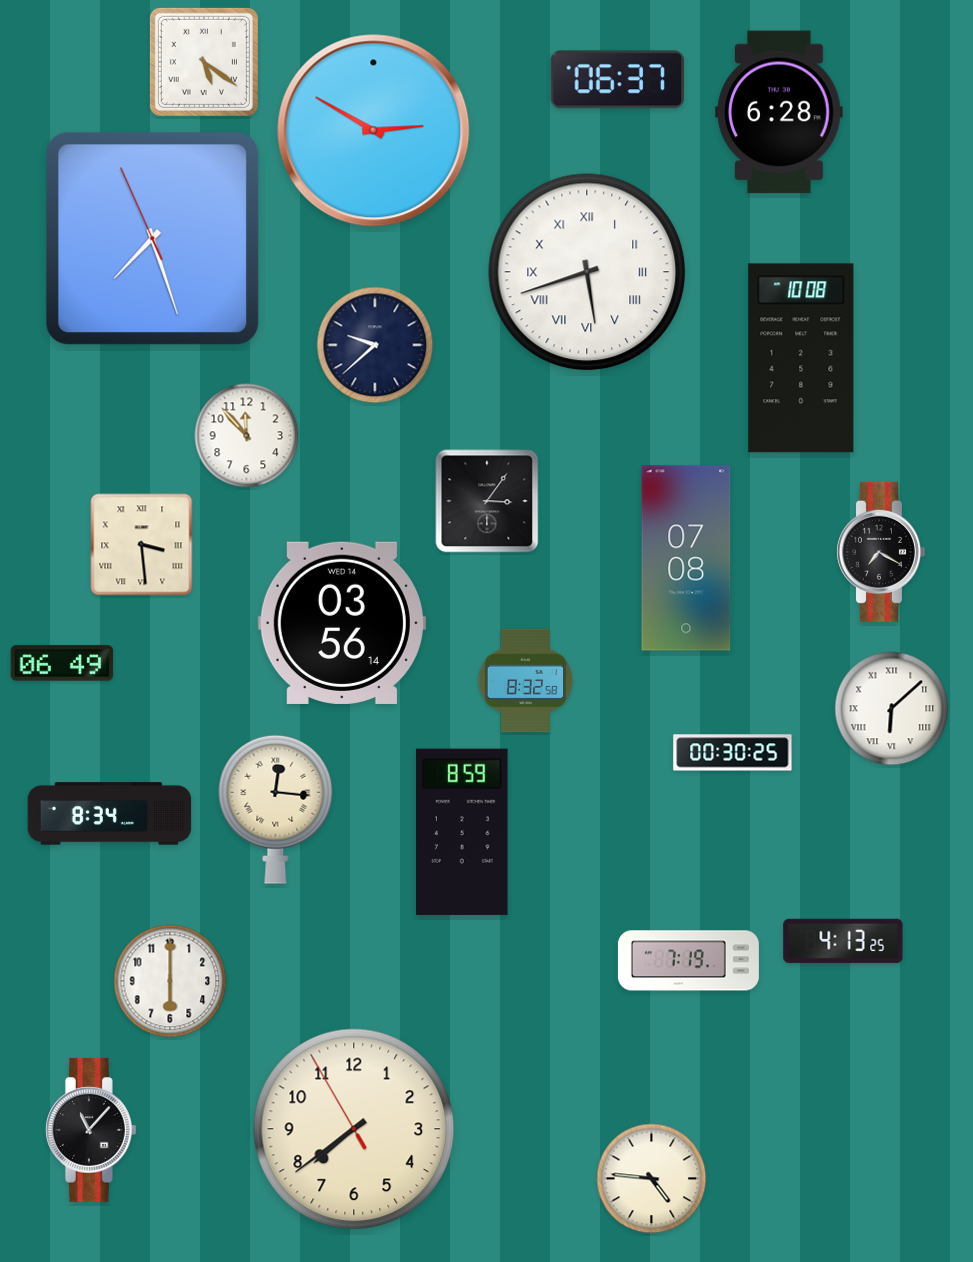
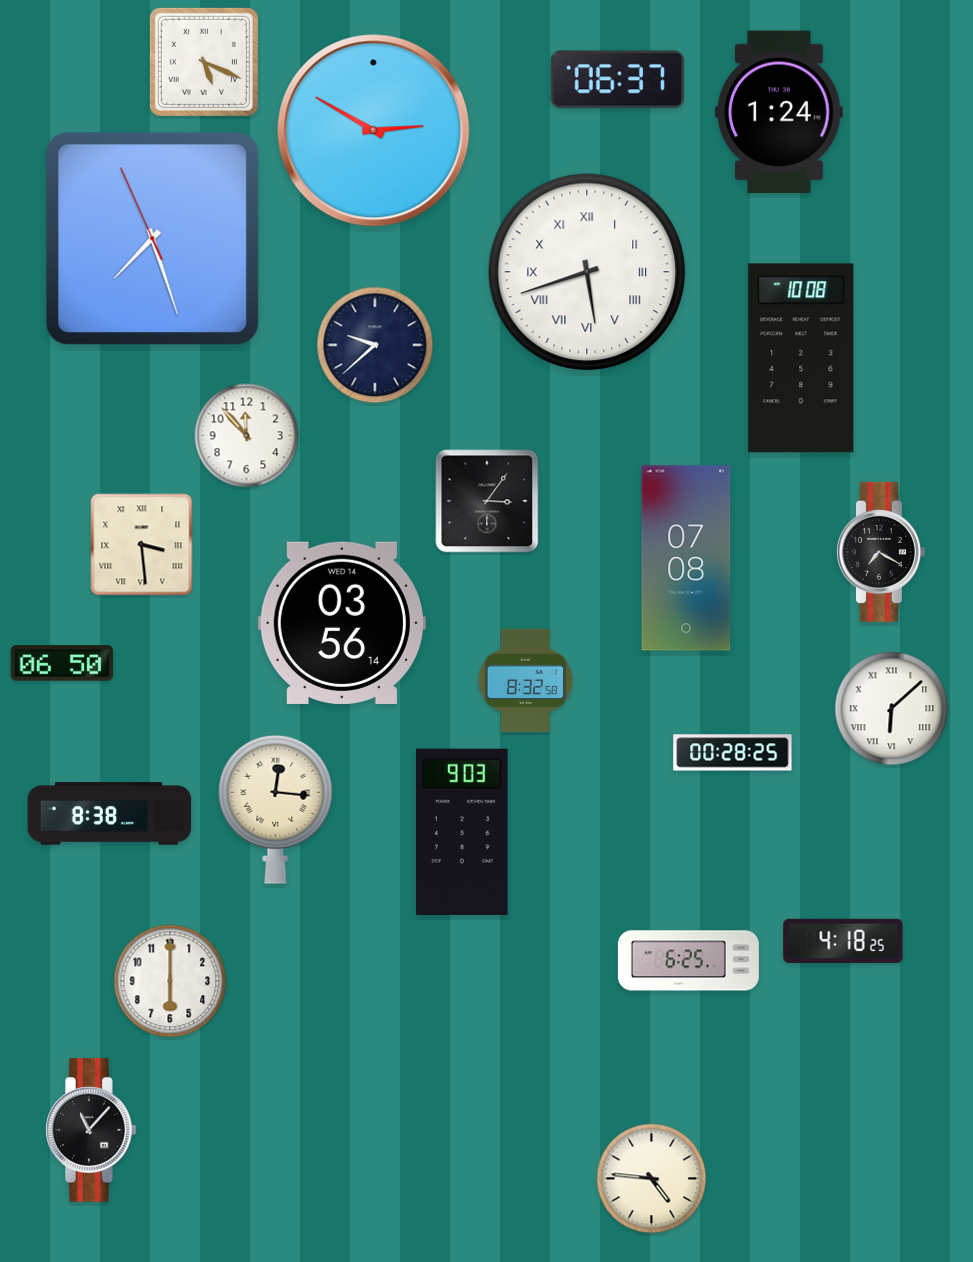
clock at (204, 62): 5:21 -> 5:19
clock at (779, 112): 6:28 -> 1:24
clock at (62, 663): 06:49 -> 06:50
clock at (733, 753): 00:30 -> 00:28
clock at (110, 814): 8:34 -> 8:38
clock at (462, 832): 8:59 -> 9:03
clock at (843, 941): 4:13 -> 4:18
clock at (688, 961): 7:19 -> 6:25
clock at (354, 1129): 7:38 -> none
